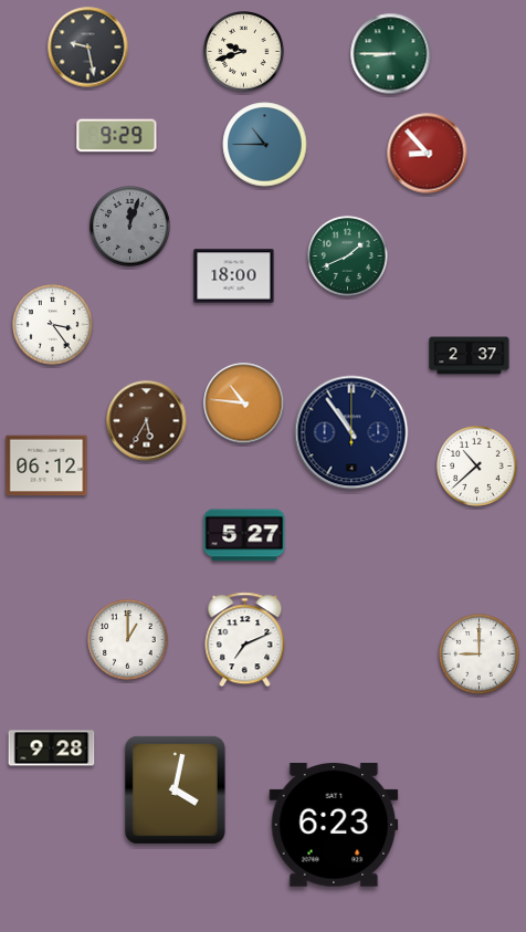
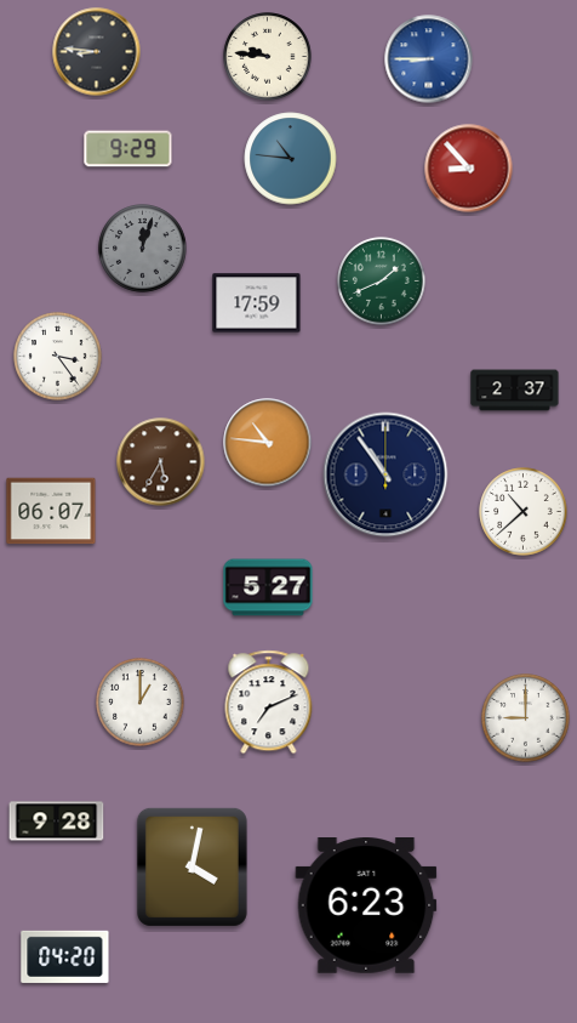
clock at (88, 48): 9:28 -> 8:46
clock at (244, 52): 9:42 -> 9:46
clock at (391, 54) dial: green -> blue
clock at (265, 145): 10:45 -> 10:46
clock at (234, 276): 18:00 -> 17:59
clock at (46, 465): 06:12 -> 06:07
clock at (65, 956): none -> 04:20
